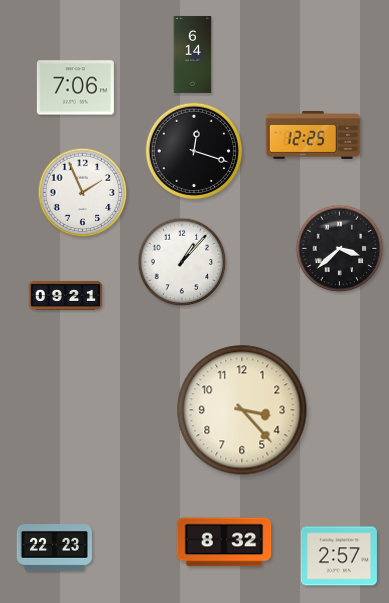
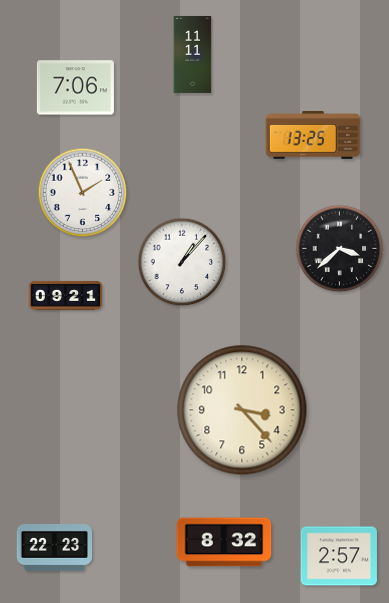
clock at (193, 54): 6:14 -> 11:11
clock at (313, 136): 12:25 -> 13:25
clock at (193, 150): 12:18 -> none
